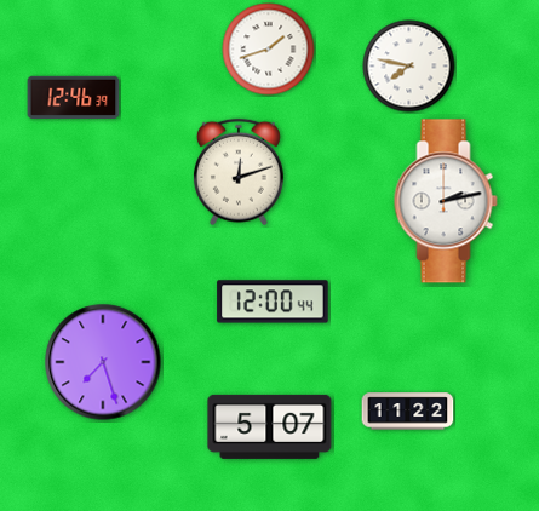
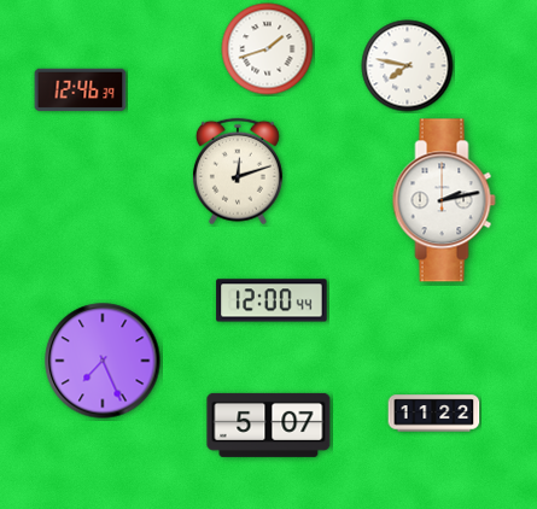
clock at (74, 97) position: (74, 97) -> (81, 89)
clock at (103, 362): 7:27 -> 7:26
clock at (408, 412) position: (408, 412) -> (434, 414)
